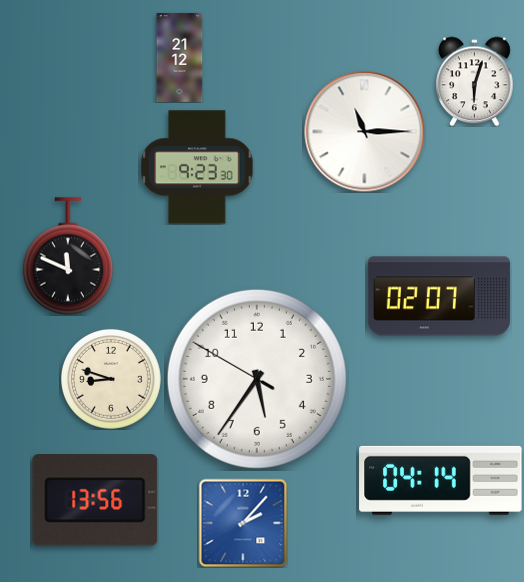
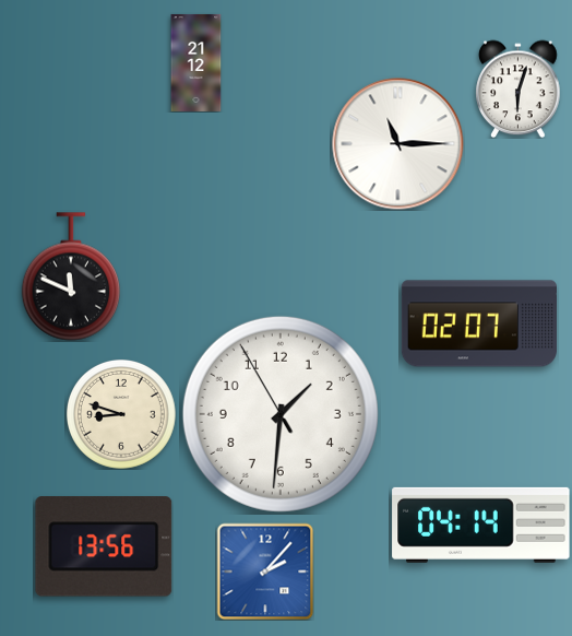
clock at (197, 167): 9:23 -> none
clock at (67, 256) position: (67, 256) -> (70, 276)
clock at (257, 379): 5:35 -> 1:30
